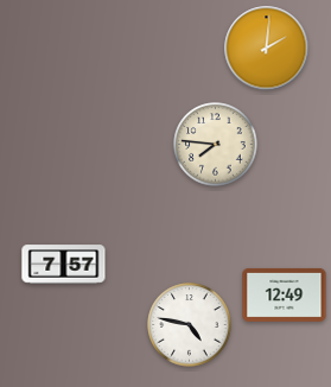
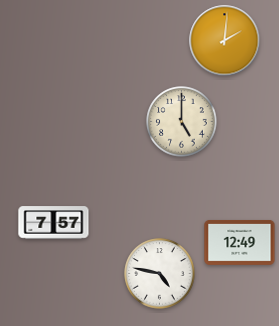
clock at (216, 145): 7:46 -> 5:00
clock at (285, 294) position: (285, 294) -> (240, 242)
